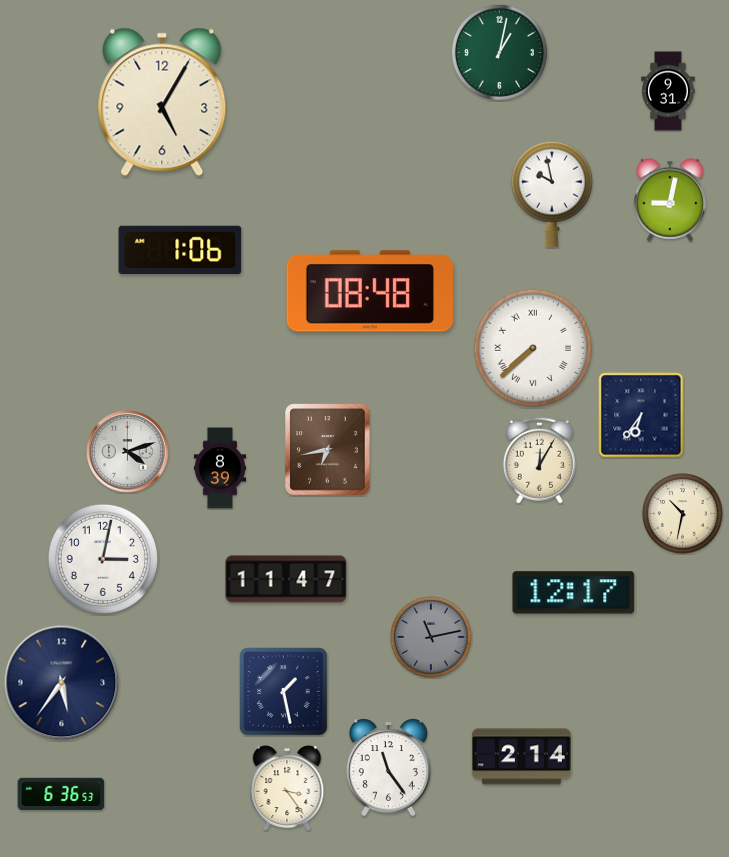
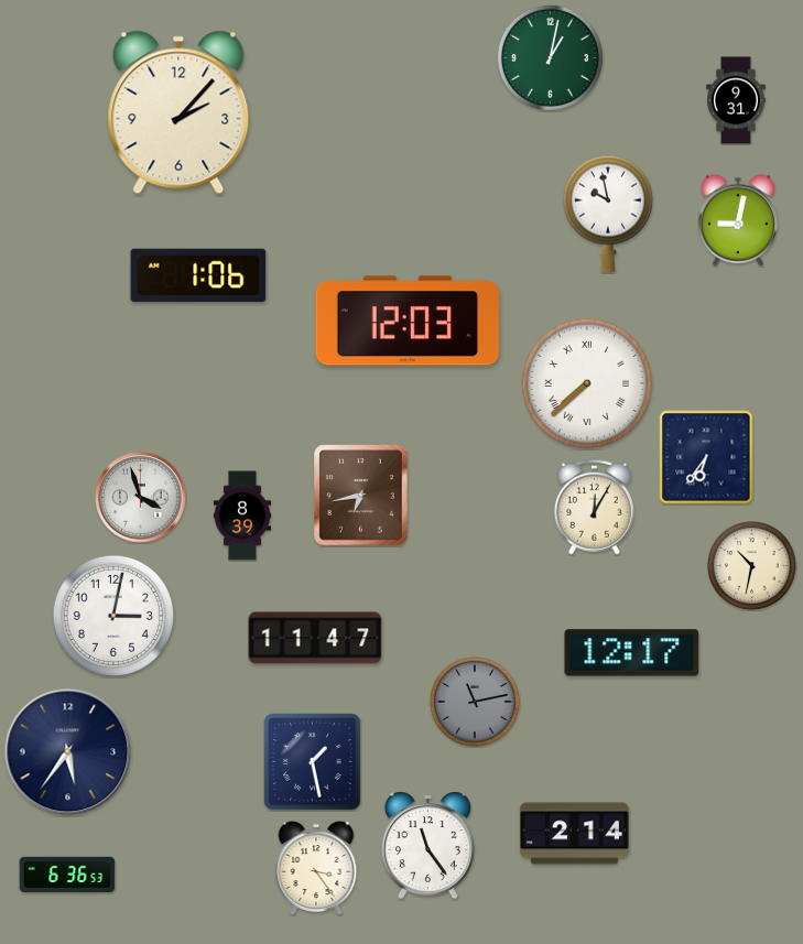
clock at (162, 102): 5:05 -> 2:07
clock at (370, 291): 08:48 -> 12:03
clock at (128, 452): 4:12 -> 3:57
